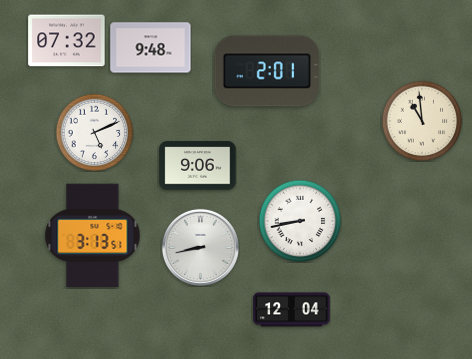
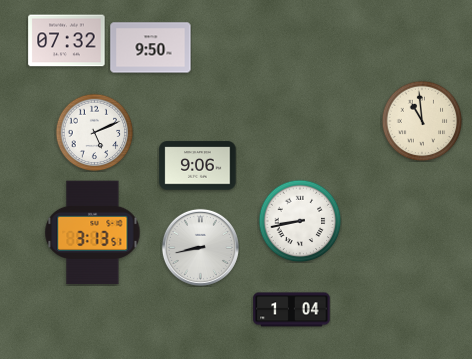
clock at (151, 48): 9:48 -> 9:50
clock at (267, 71): 2:01 -> none
clock at (93, 236) position: (93, 236) -> (93, 233)
clock at (292, 310): 12:04 -> 1:04
